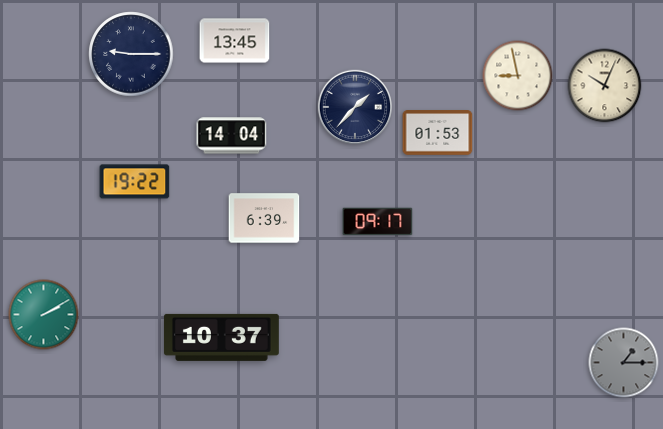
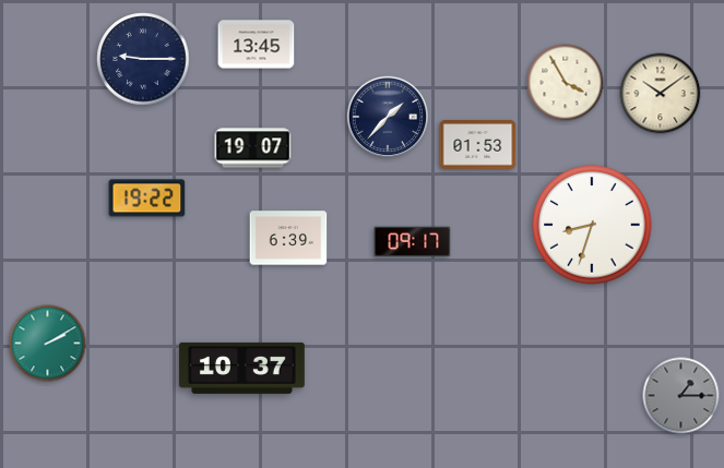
clock at (518, 76): 8:58 -> 3:55
clock at (605, 86): 10:04 -> 10:09
clock at (232, 136): 14:04 -> 19:07
clock at (592, 225): none -> 8:33
